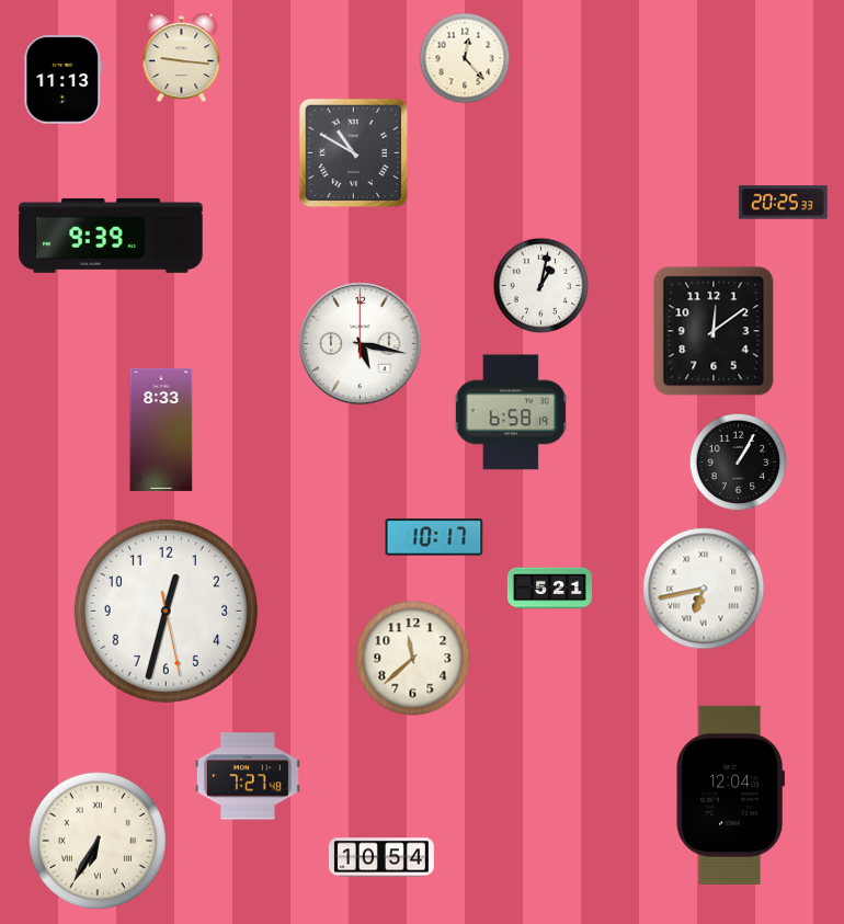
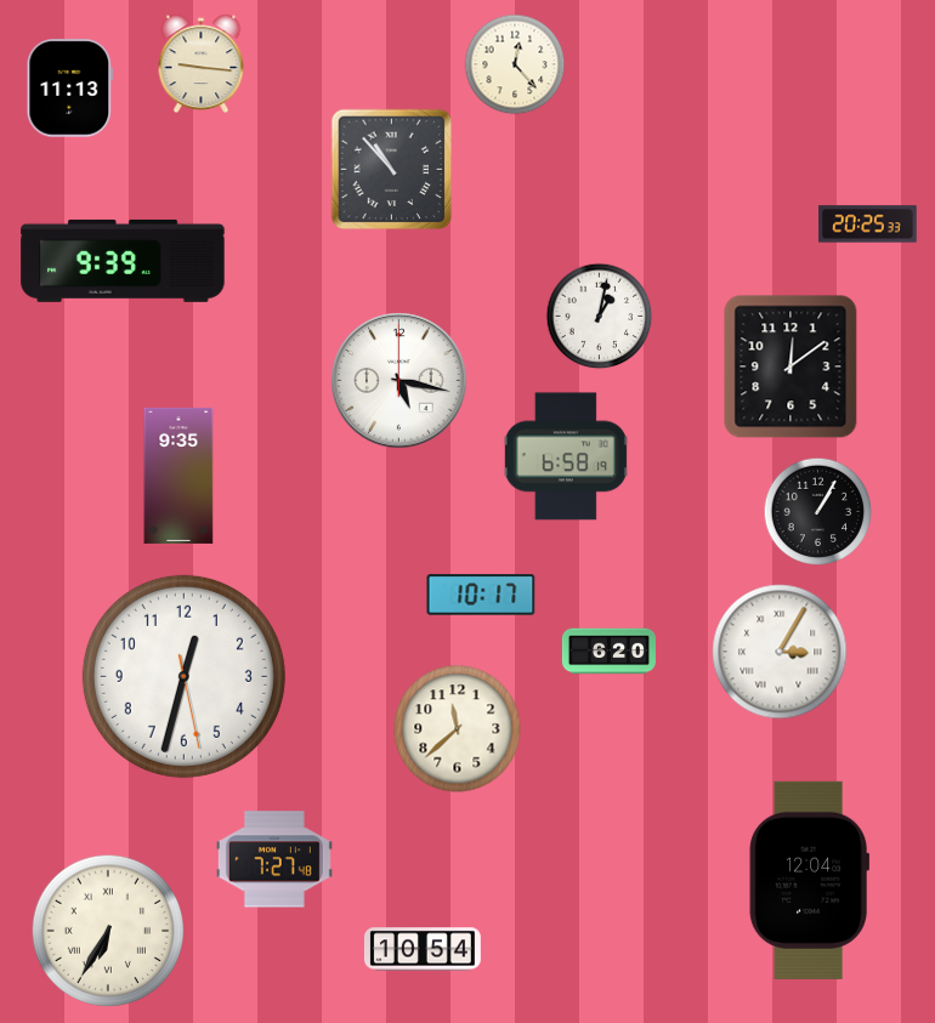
clock at (354, 153): 10:50 -> 10:53
clock at (161, 430): 8:33 -> 9:35
clock at (549, 589): 5:21 -> 6:20
clock at (704, 589): 6:43 -> 3:05
